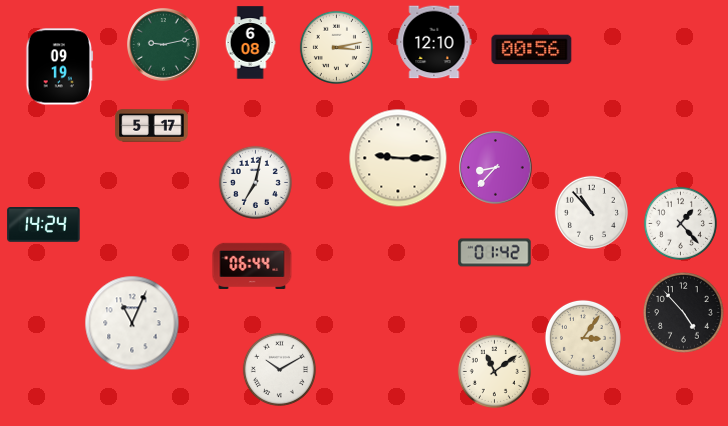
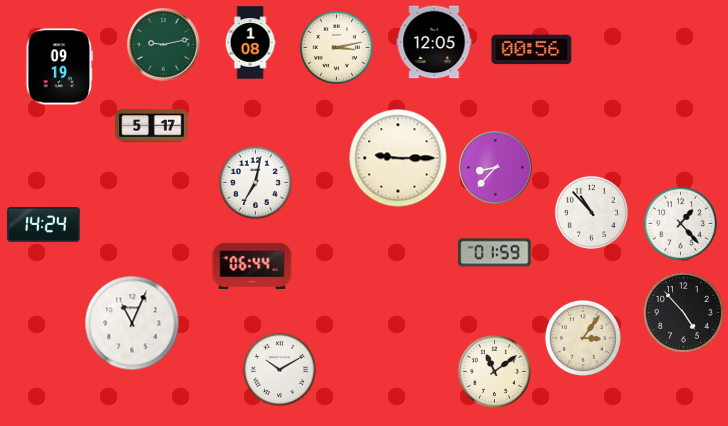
clock at (434, 42): 12:10 -> 12:05
clock at (250, 43): 6:08 -> 1:08
clock at (495, 253): 01:42 -> 01:59
